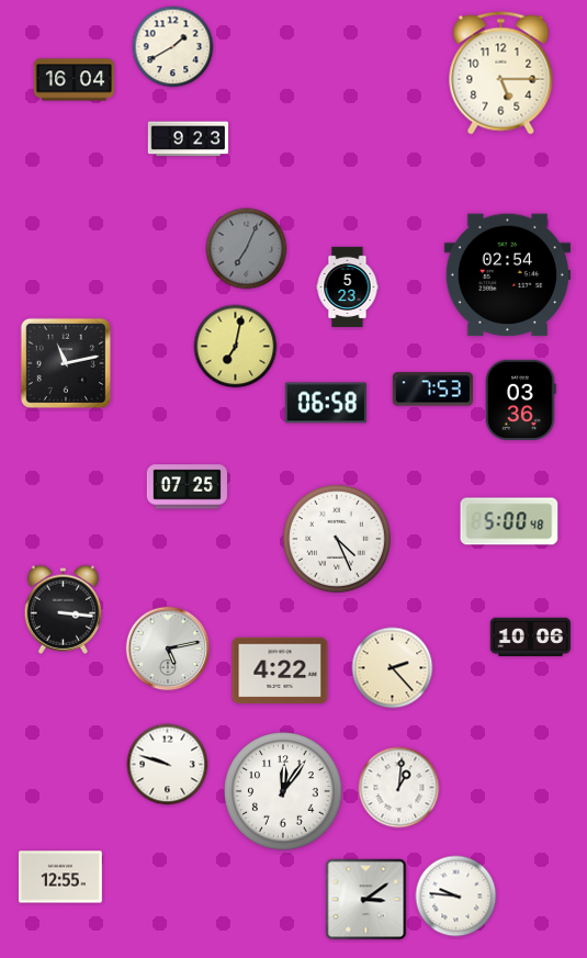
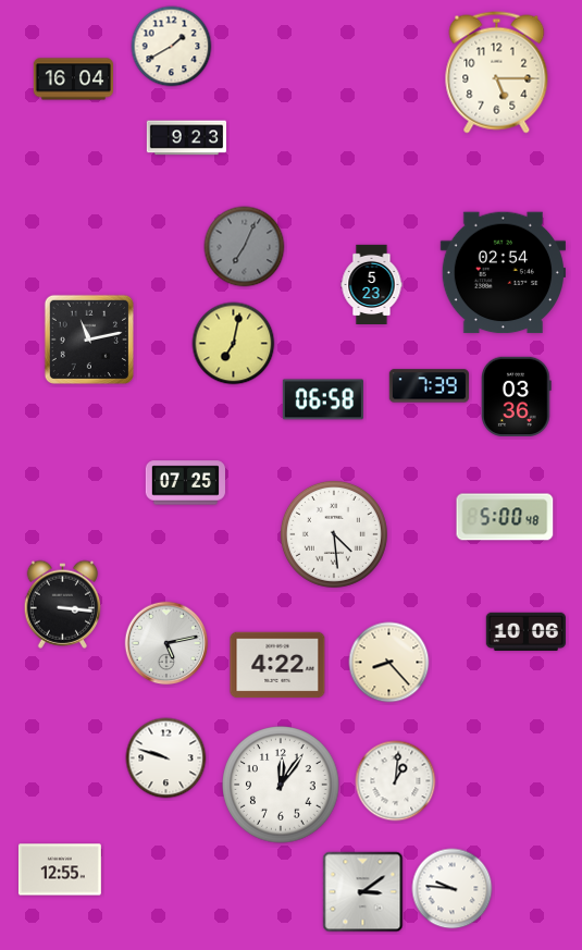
clock at (348, 288) position: (348, 288) -> (372, 285)
clock at (66, 363) position: (66, 363) -> (89, 340)
clock at (432, 390): 7:53 -> 7:39
clock at (337, 539): 4:26 -> 4:29
clock at (393, 668): 2:23 -> 8:23
